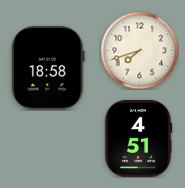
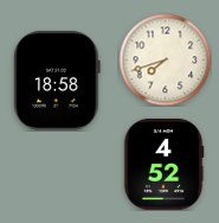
clock at (138, 138): 4:51 -> 4:52
